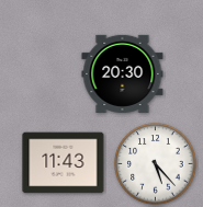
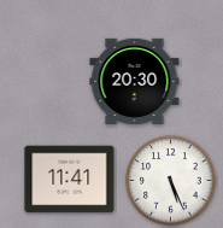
clock at (64, 163): 11:43 -> 11:41
clock at (156, 164): 5:23 -> 5:26
